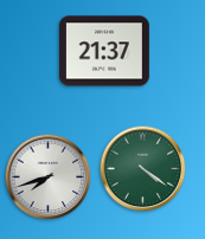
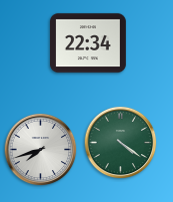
clock at (105, 51): 21:37 -> 22:34
